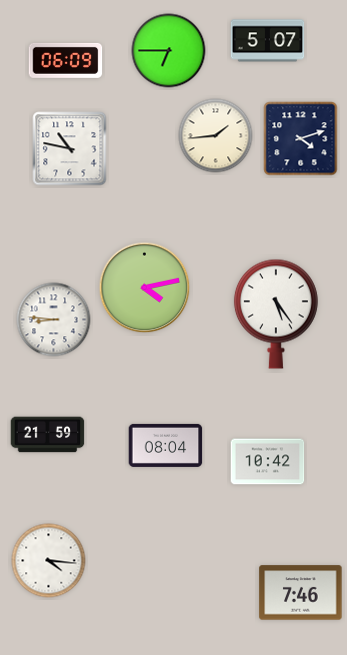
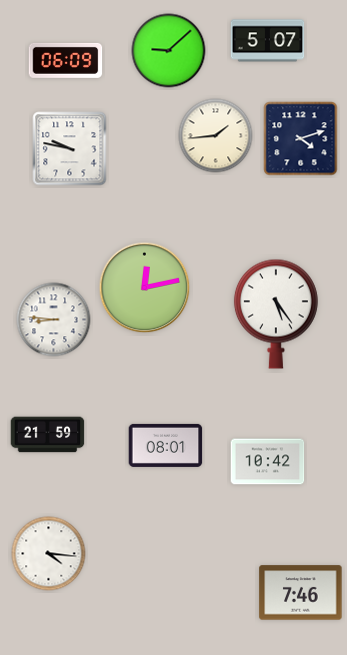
clock at (169, 51): 6:45 -> 9:08
clock at (70, 149): 10:47 -> 9:47
clock at (145, 288): 4:13 -> 12:13
clock at (166, 445): 08:04 -> 08:01
clock at (49, 561) position: (49, 561) -> (49, 554)
